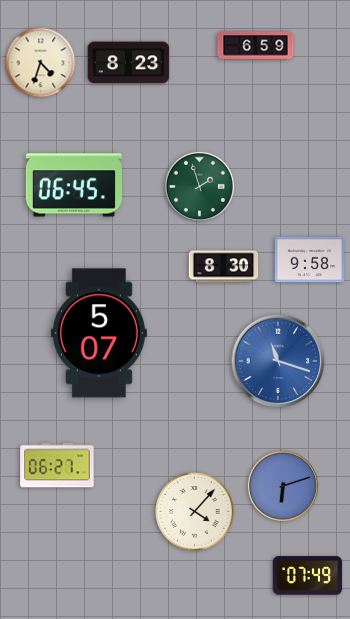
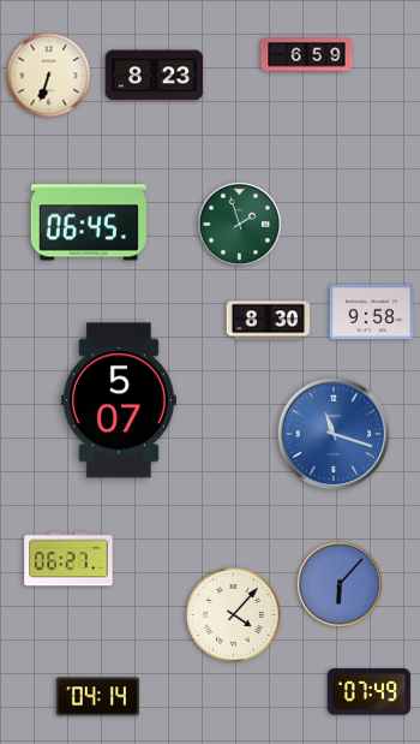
clock at (41, 63): 4:33 -> 6:33
clock at (283, 486): 6:12 -> 6:07
clock at (98, 697): none -> 04:14
